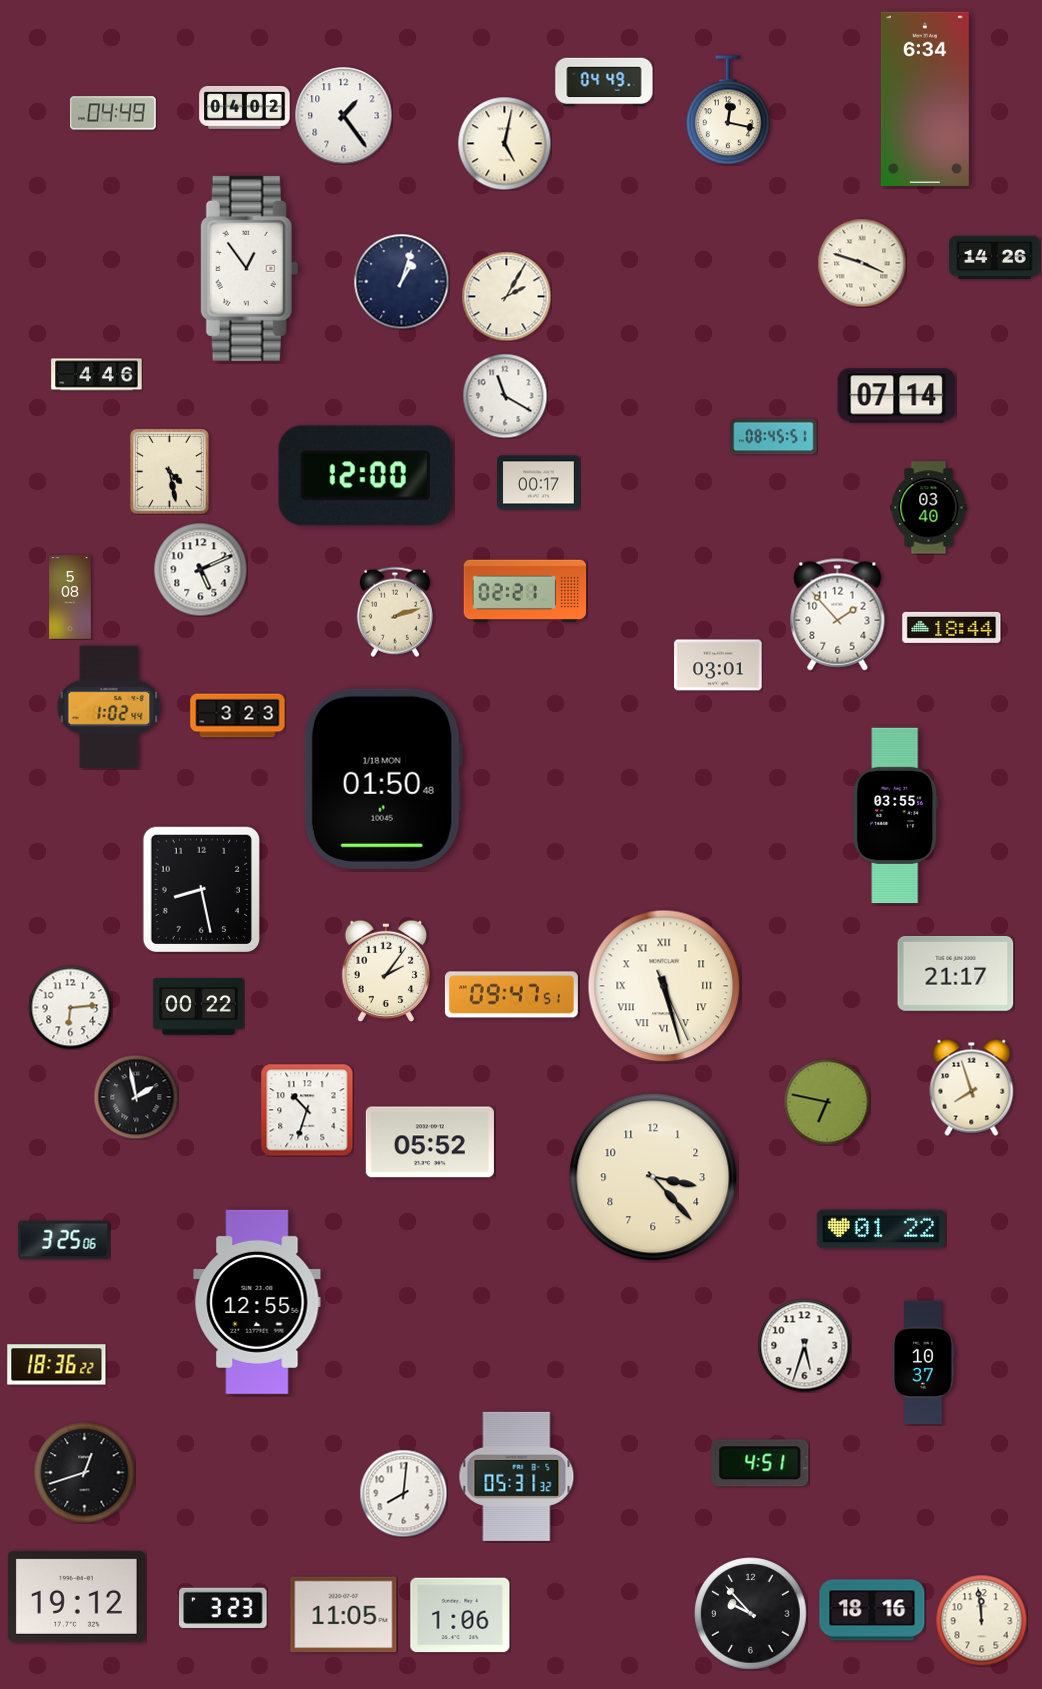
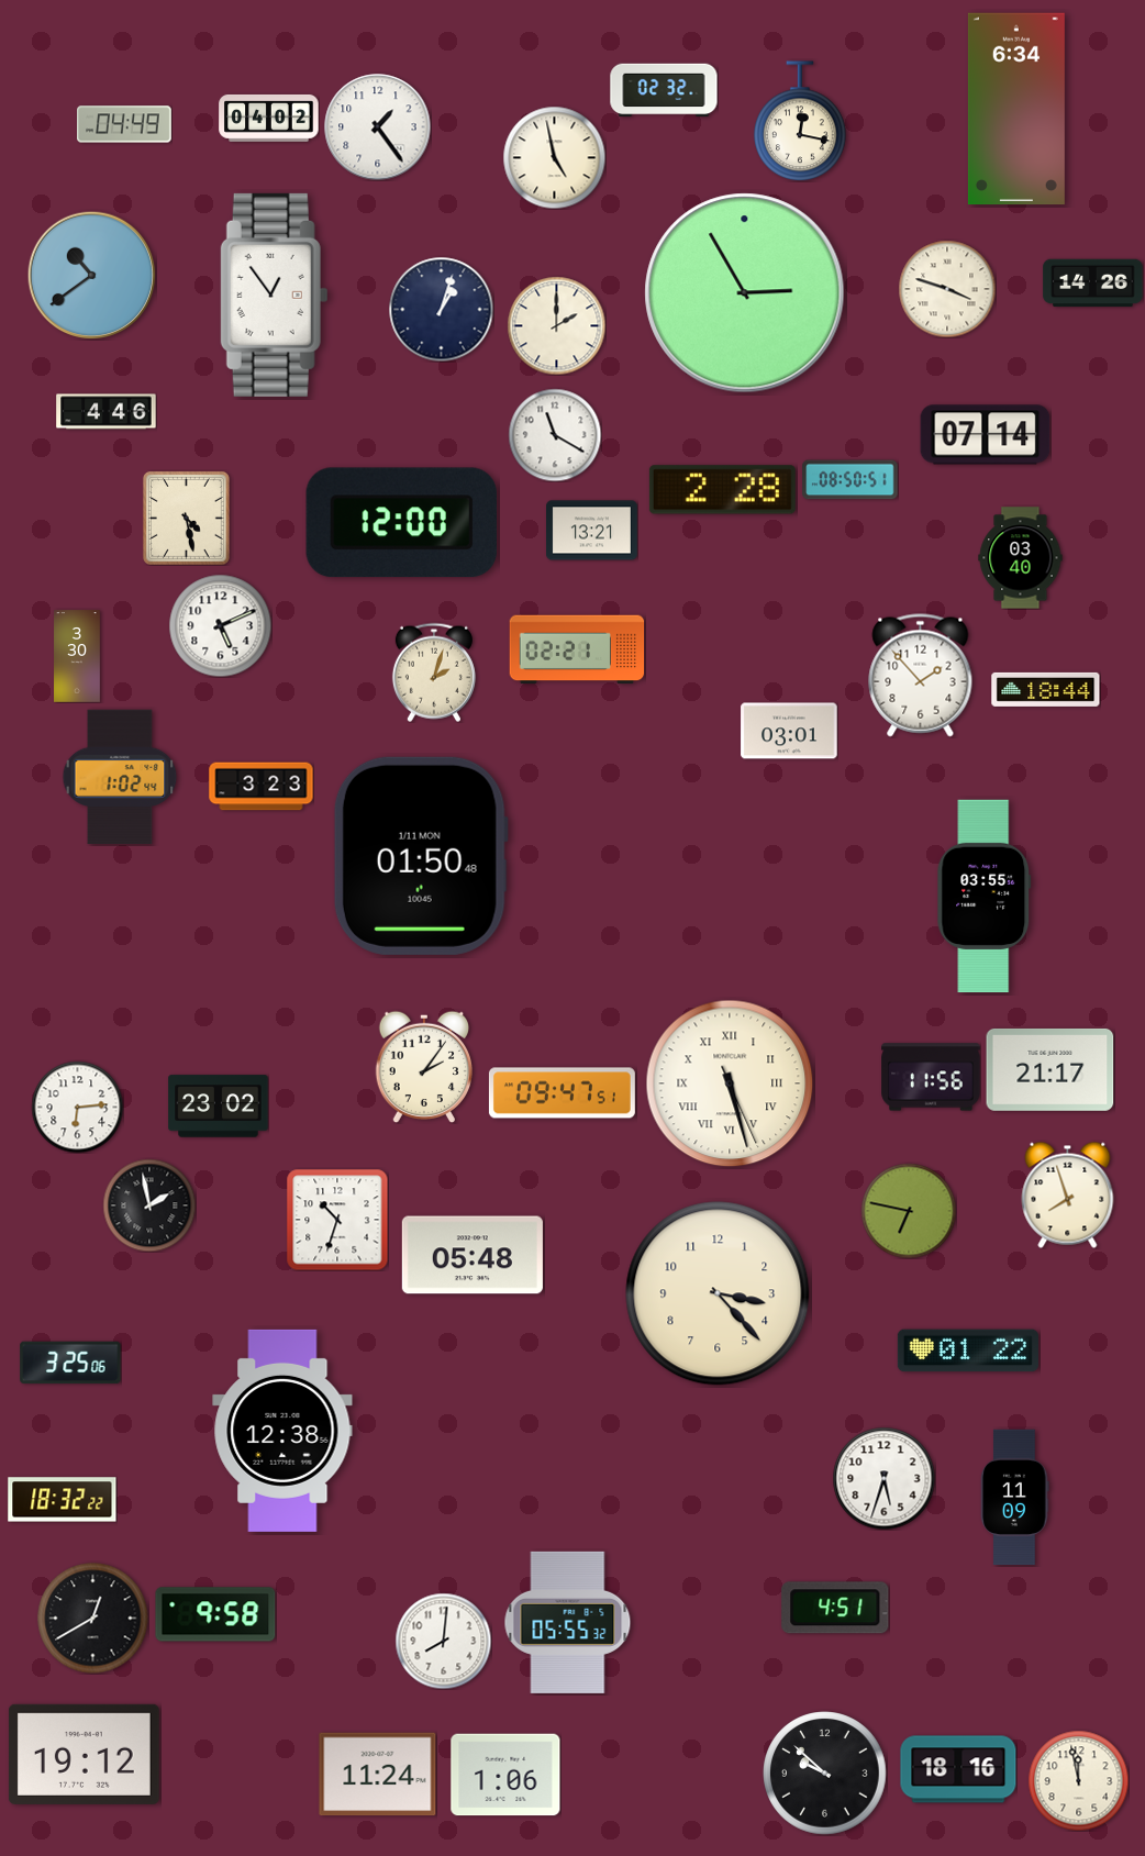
clock at (604, 82): 04:49 -> 02:32
clock at (504, 143): 5:02 -> 4:58
clock at (91, 275): none -> 10:39
clock at (745, 293): none -> 2:55
clock at (506, 296): 2:05 -> 2:00
clock at (774, 437): 08:45 -> 08:50
clock at (722, 490): none -> 2:28
clock at (539, 483): 00:17 -> 13:21
clock at (70, 597): 5:08 -> 3:30
clock at (395, 612): 2:12 -> 2:03
clock at (383, 779) date: 1/18 MON -> 1/11 MON
clock at (201, 889): 8:28 -> none
clock at (931, 1077): none -> 11:56
clock at (199, 1007): 00:22 -> 23:02
clock at (430, 1142): 05:52 -> 05:48
clock at (257, 1302): 12:55 -> 12:38
clock at (924, 1363): 10:37 -> 11:09
clock at (57, 1365): 18:36 -> 18:32
clock at (215, 1614): none -> 9:58
clock at (85, 1473): 12:42 -> 12:40
clock at (517, 1476): 05:31 -> 05:55
clock at (223, 1608): 3:23 -> none
clock at (751, 1614): 9:53 -> 9:52
clock at (344, 1615): 11:05 -> 11:24
clock at (981, 1620): 11:59 -> 11:58
